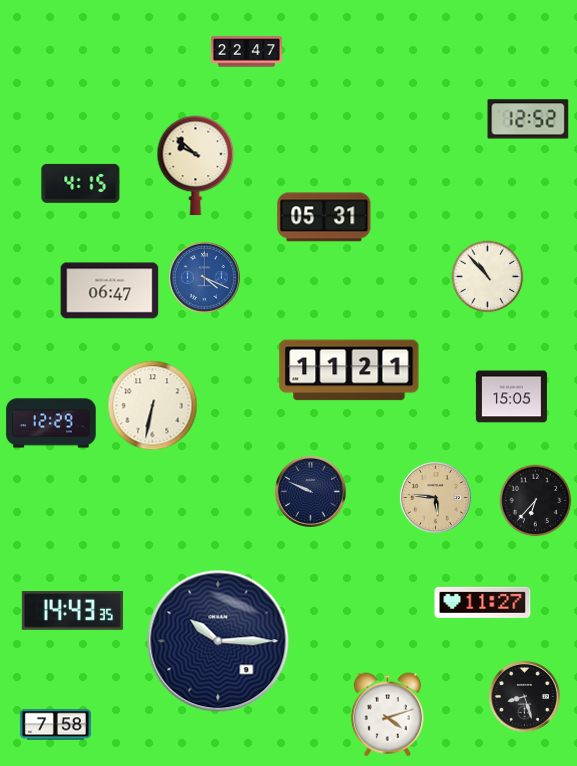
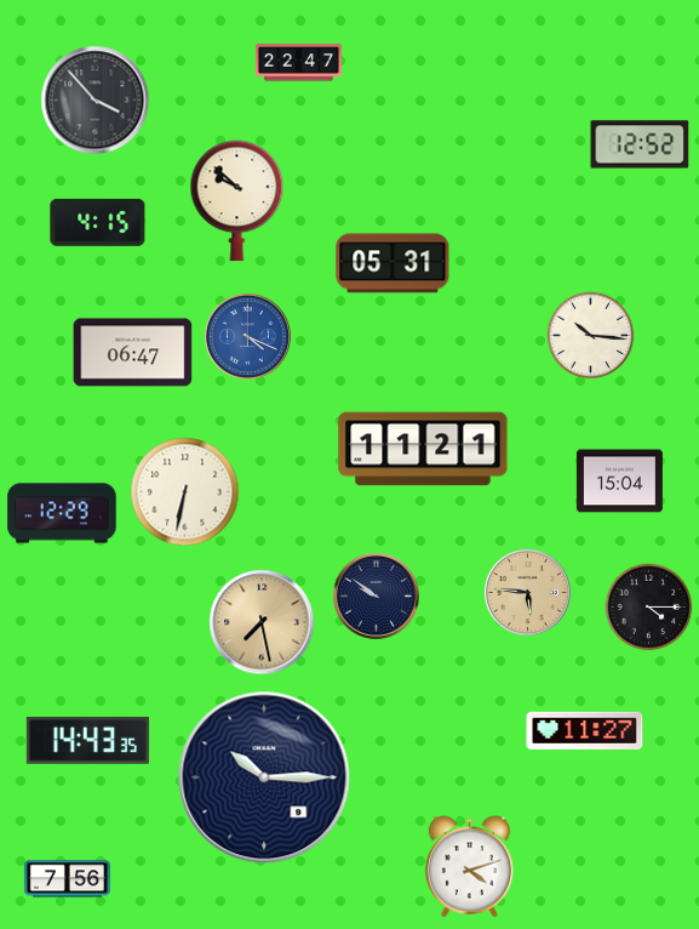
clock at (96, 101): none -> 3:53
clock at (488, 277): 10:53 -> 10:16
clock at (511, 397): 15:05 -> 15:04
clock at (310, 491): 9:49 -> 9:51
clock at (435, 497) position: (435, 497) -> (527, 592)
clock at (536, 501): 6:37 -> 4:15
clock at (262, 622): none -> 7:28
clock at (524, 696): 8:27 -> none
clock at (55, 725): 7:58 -> 7:56
